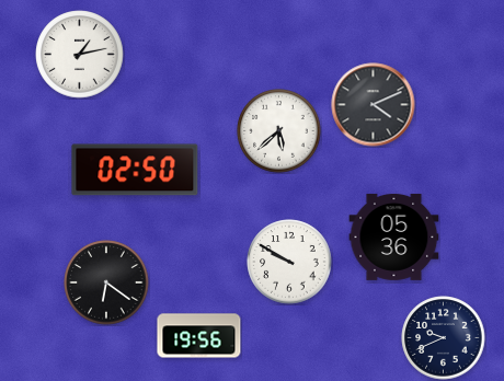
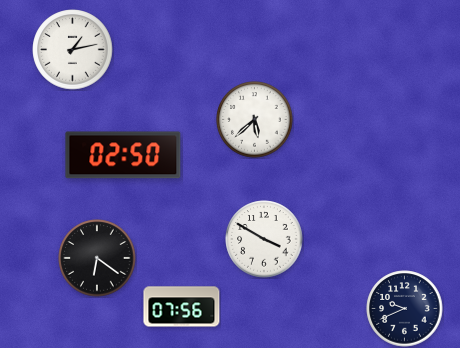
clock at (374, 105): 4:11 -> none
clock at (394, 236): 05:36 -> none
clock at (289, 262): 9:50 -> 3:50
clock at (199, 336): 19:56 -> 07:56
